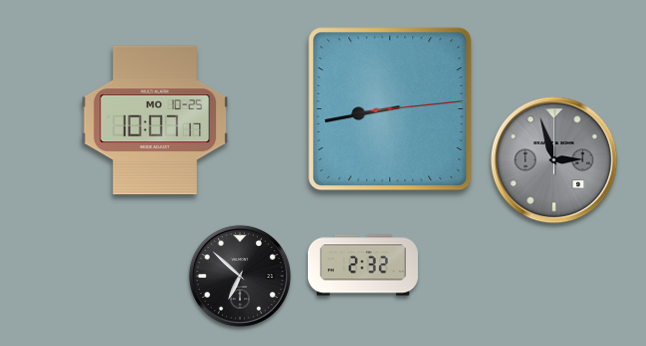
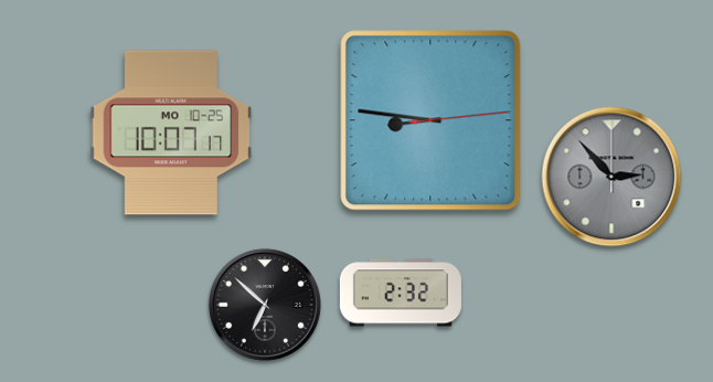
clock at (390, 109): 8:43 -> 8:46
clock at (554, 160): 2:57 -> 2:53
